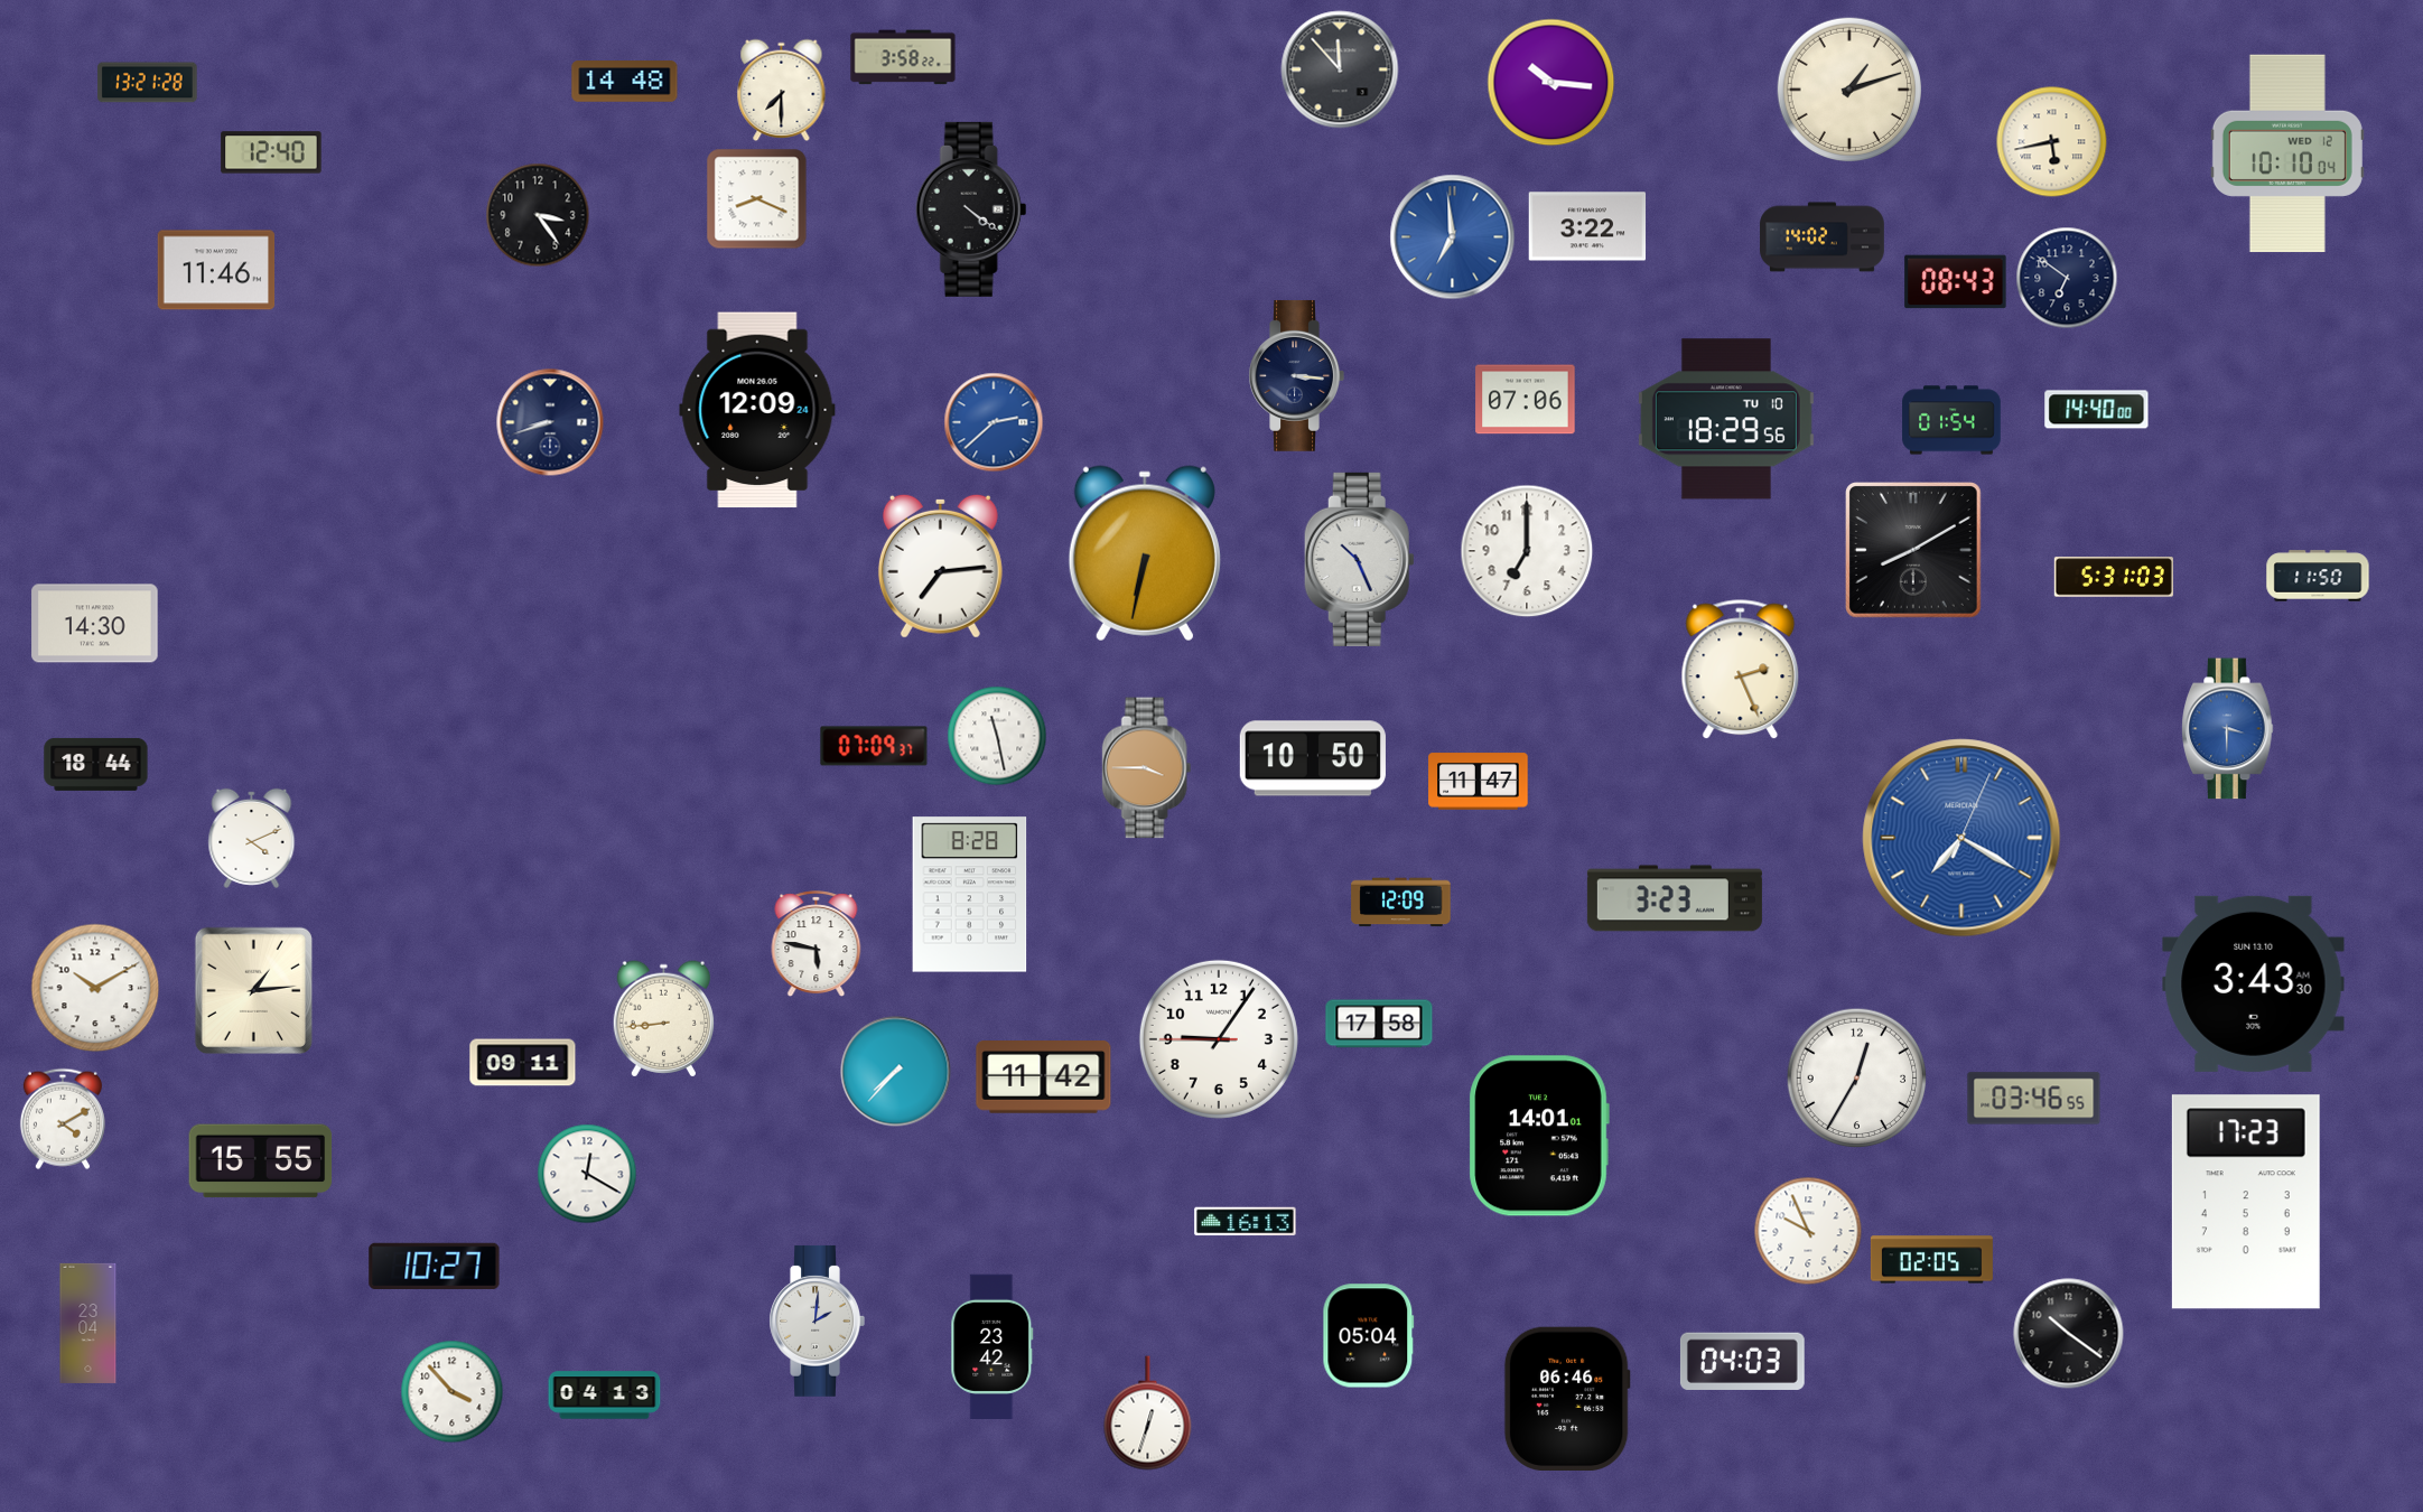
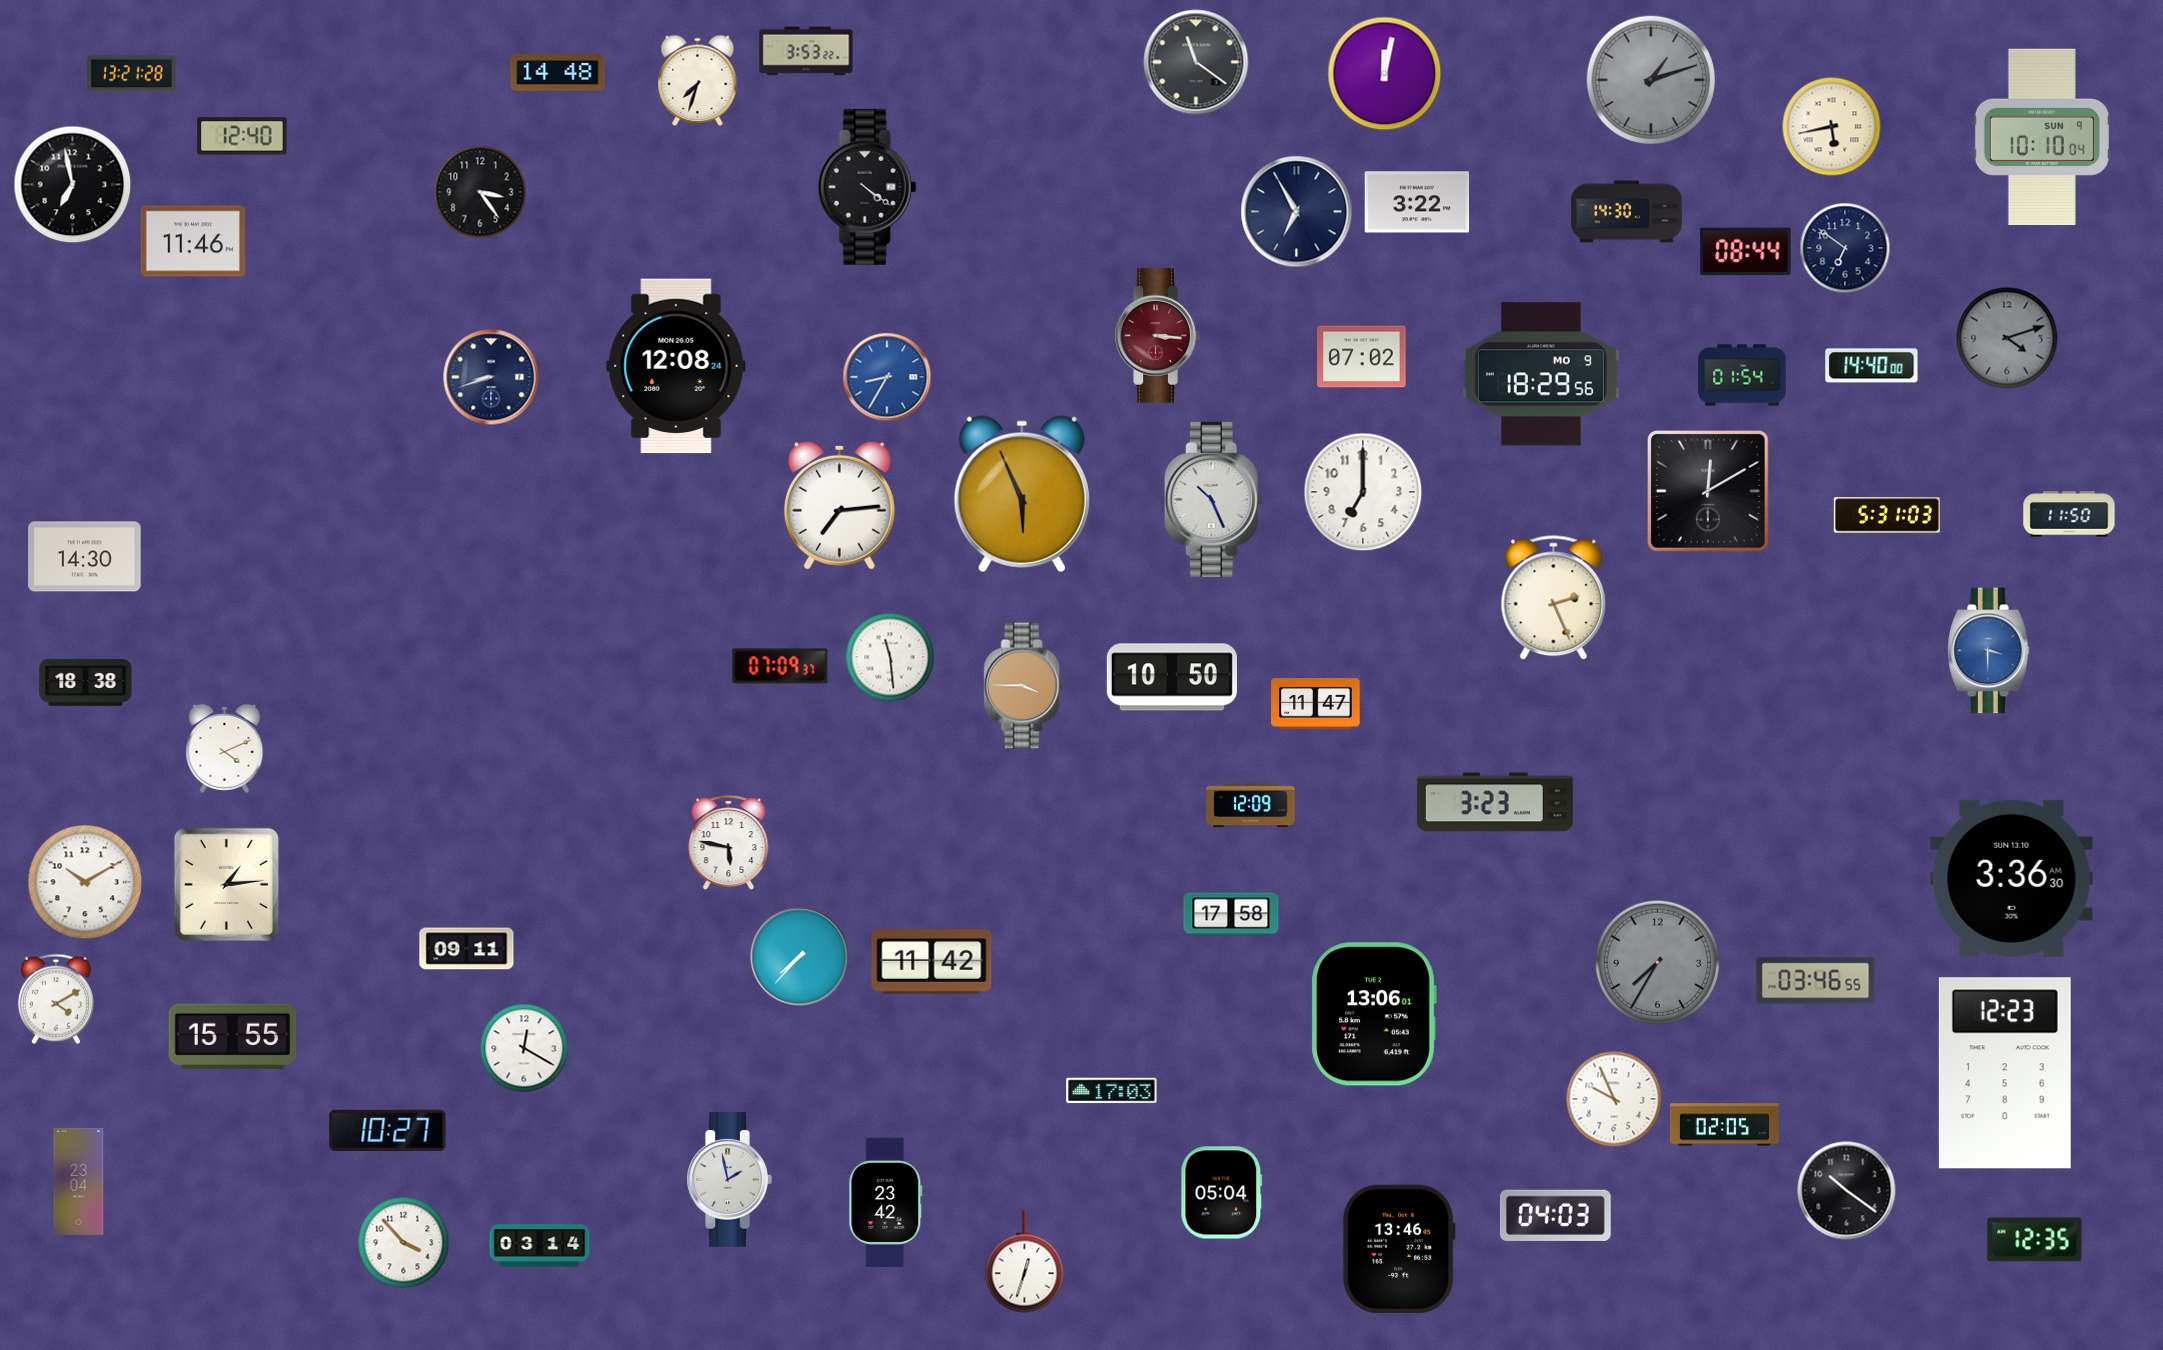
clock at (903, 57): 3:58 -> 3:53
clock at (1340, 69): 11:53 -> 11:21
clock at (1551, 83): 10:16 -> 12:02
clock at (1848, 88) dial: cream -> grey
clock at (782, 90): 7:30 -> 7:33
clock at (2287, 153) date: WED 12 -> SUN 9
clock at (757, 199): 8:19 -> none
clock at (73, 185): none -> 6:58
clock at (1453, 237): 6:59 -> 6:55
clock at (1453, 237) dial: blue -> navy
clock at (1823, 237): 14:02 -> 14:30
clock at (1956, 282): 08:43 -> 08:44
clock at (1296, 375) dial: navy -> burgundy
clock at (2007, 338): none -> 4:12
clock at (1526, 400): 07:06 -> 07:02
clock at (757, 410): 12:09 -> 12:08
clock at (1726, 419) date: TU 10 -> MO 9
clock at (994, 422): 2:38 -> 8:35
clock at (1914, 551): 8:10 -> 12:10
clock at (1145, 553): 6:32 -> 5:56
clock at (997, 736): 11:28 -> 11:29
clock at (96, 764): 18:44 -> 18:38
clock at (1479, 782) position: (1479, 782) -> (1316, 704)
clock at (1961, 838): 7:20 -> none
clock at (970, 895): 8:28 -> none
clock at (2254, 983): 3:43 -> 3:36
clock at (663, 1019): 8:44 -> none
clock at (1219, 1039): 9:05 -> none
clock at (1857, 1079): 12:35 -> 7:35
clock at (1857, 1079) dial: white -> grey
clock at (1539, 1136): 14:01 -> 13:06
clock at (2246, 1202): 17:23 -> 12:23
clock at (1246, 1222): 16:13 -> 17:03
clock at (817, 1320): 2:01 -> 1:58
clock at (2035, 1240): none -> 12:35
clock at (605, 1396): 04:13 -> 03:14
clock at (1567, 1398): 06:46 -> 13:46
